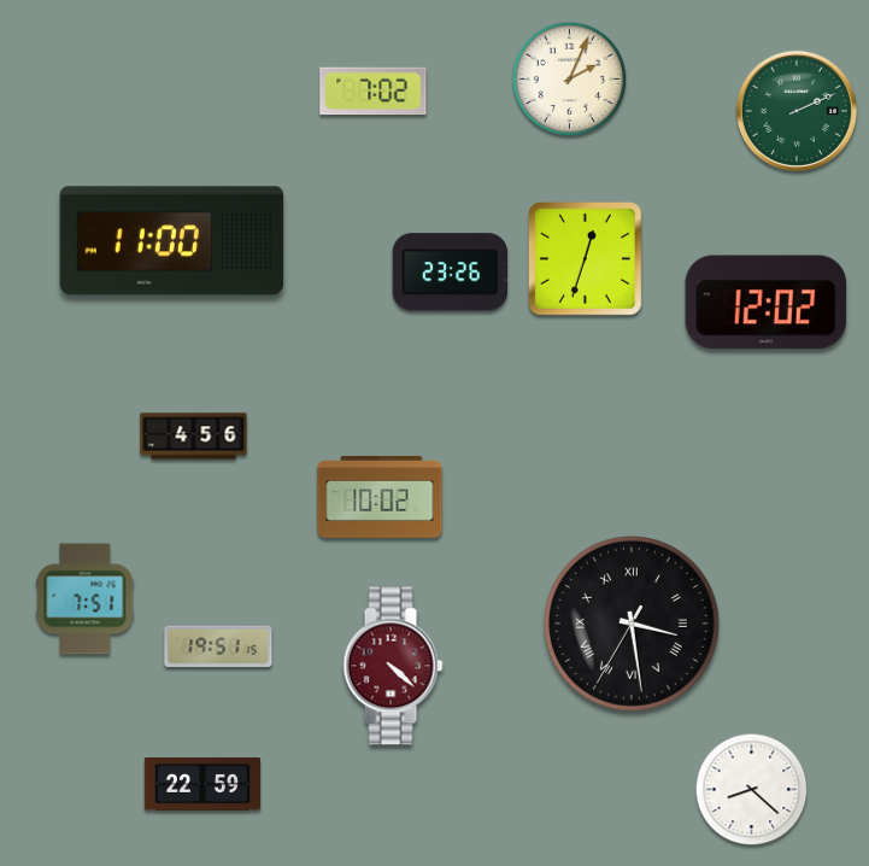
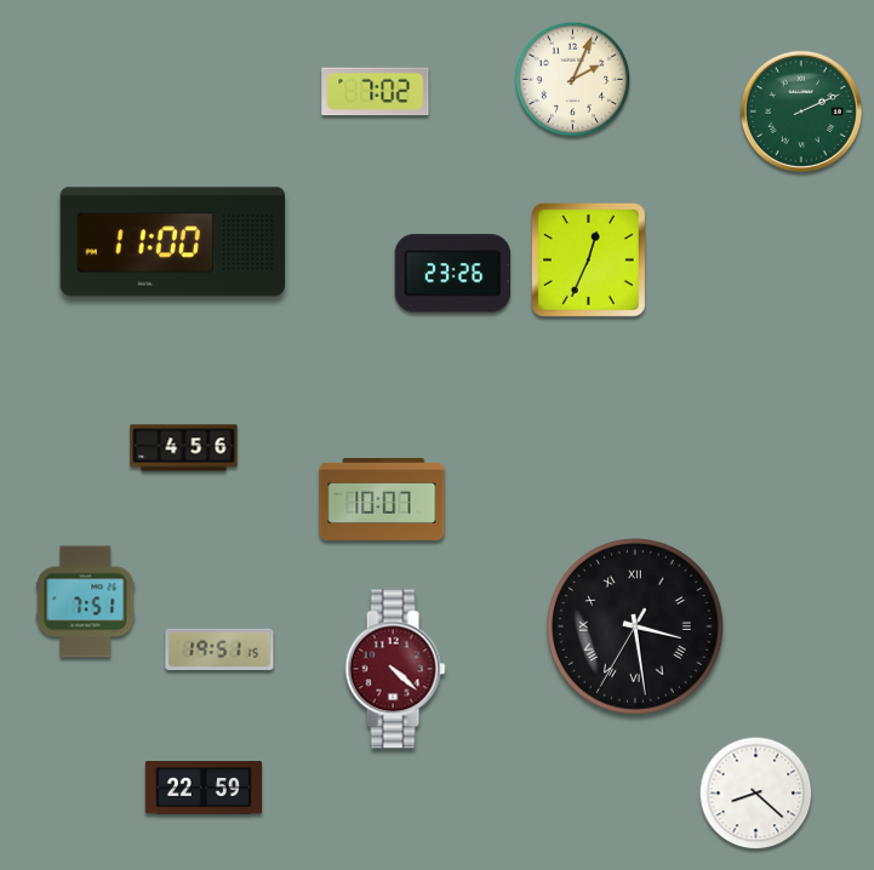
clock at (585, 258): 12:33 -> 12:34
clock at (767, 303): 12:02 -> none
clock at (194, 437) position: (194, 437) -> (184, 448)
clock at (380, 497): 10:02 -> 10:07
